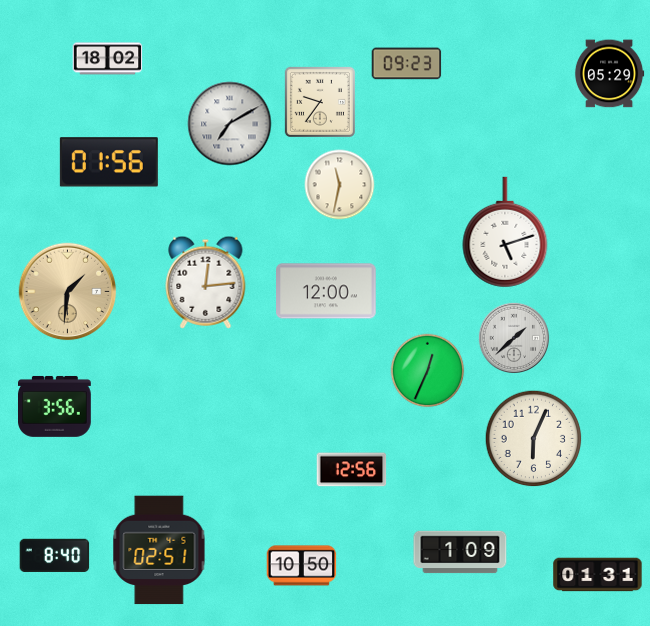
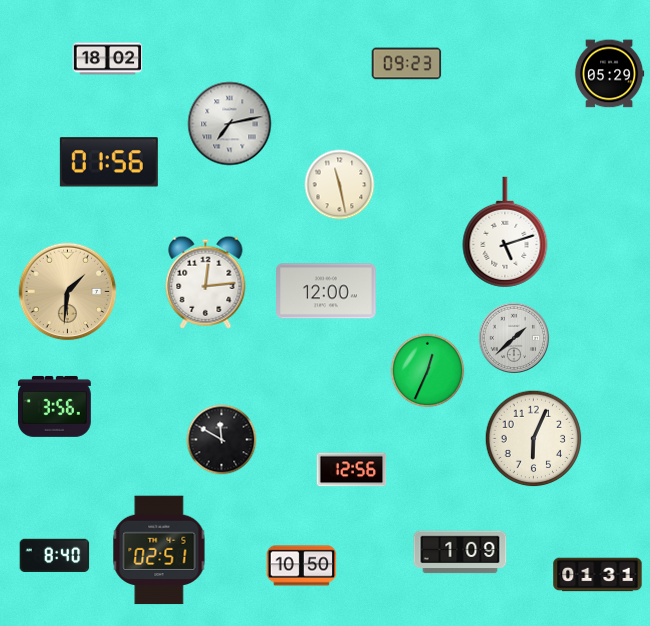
clock at (320, 102): 9:36 -> none
clock at (230, 124): 7:10 -> 7:13
clock at (340, 185): 11:32 -> 11:28
clock at (222, 440): none -> 11:50
